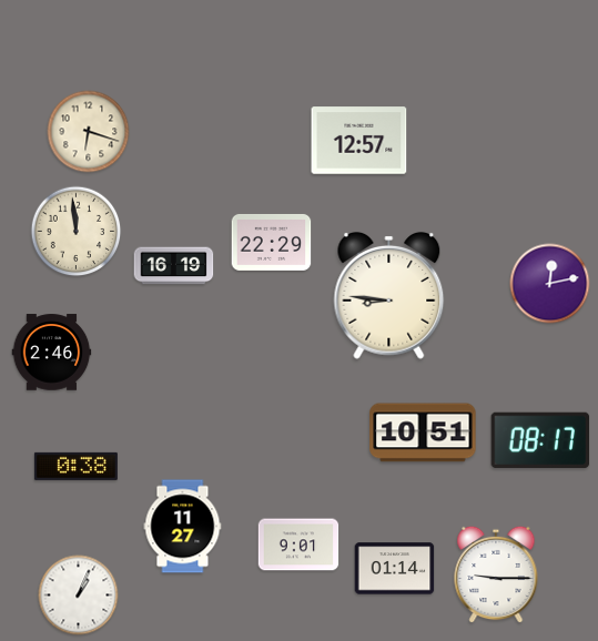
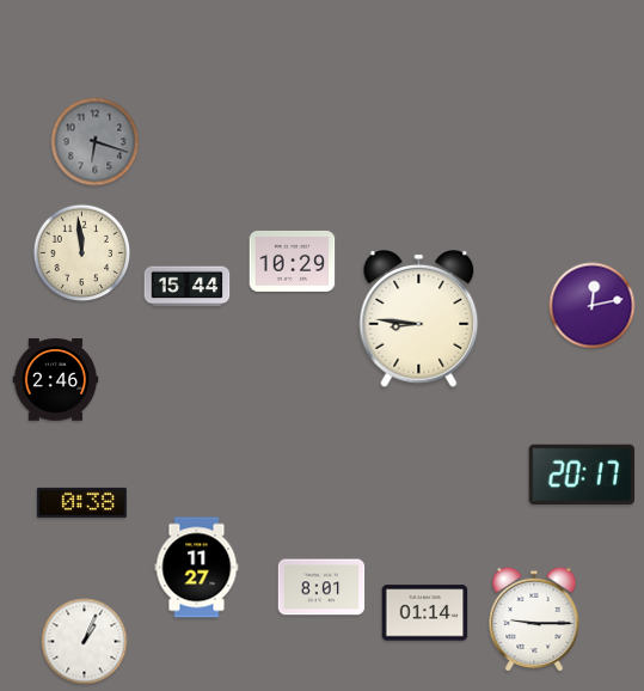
clock at (89, 132) dial: cream -> grey
clock at (359, 141): 12:57 -> none
clock at (77, 232) position: (77, 232) -> (82, 253)
clock at (272, 242): 22:29 -> 10:29
clock at (174, 266): 16:19 -> 15:44
clock at (423, 433): 10:51 -> none
clock at (540, 440): 08:17 -> 20:17
clock at (298, 545): 9:01 -> 8:01
